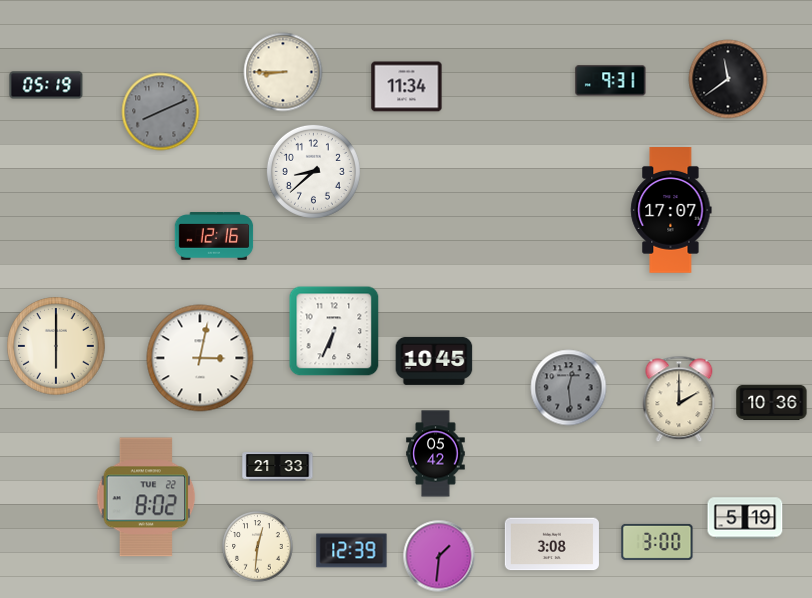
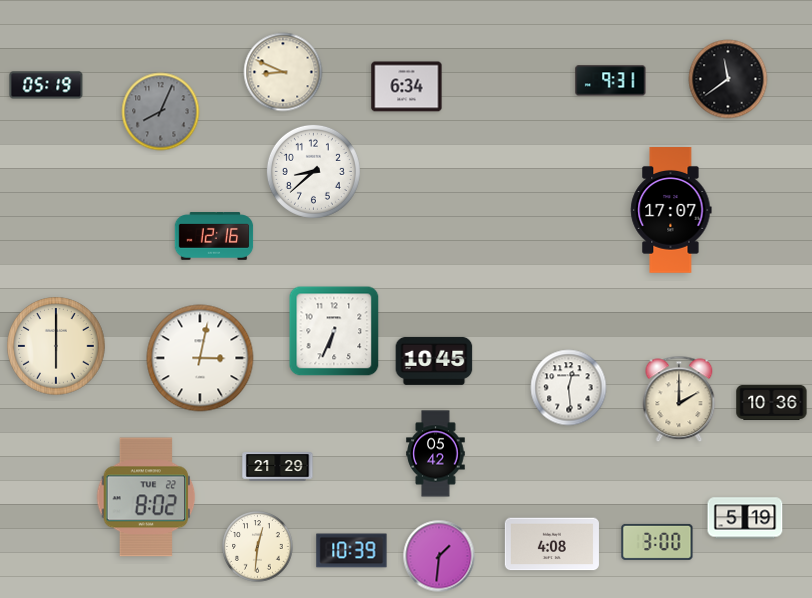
clock at (283, 72): 8:45 -> 8:49
clock at (407, 87): 11:34 -> 6:34
clock at (161, 112): 8:11 -> 8:04
clock at (569, 388) dial: grey -> white
clock at (278, 467): 21:33 -> 21:29
clock at (552, 544): 3:08 -> 4:08
clock at (352, 551): 12:39 -> 10:39
